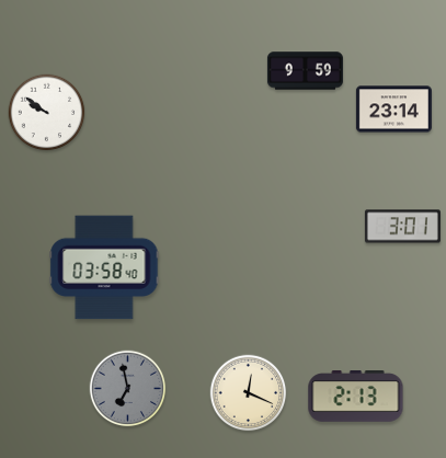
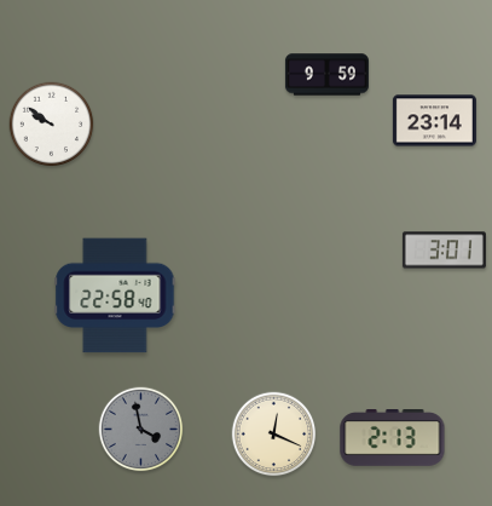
clock at (305, 71) position: (305, 71) -> (326, 75)
clock at (104, 267): 03:58 -> 22:58
clock at (128, 389): 6:58 -> 3:58
